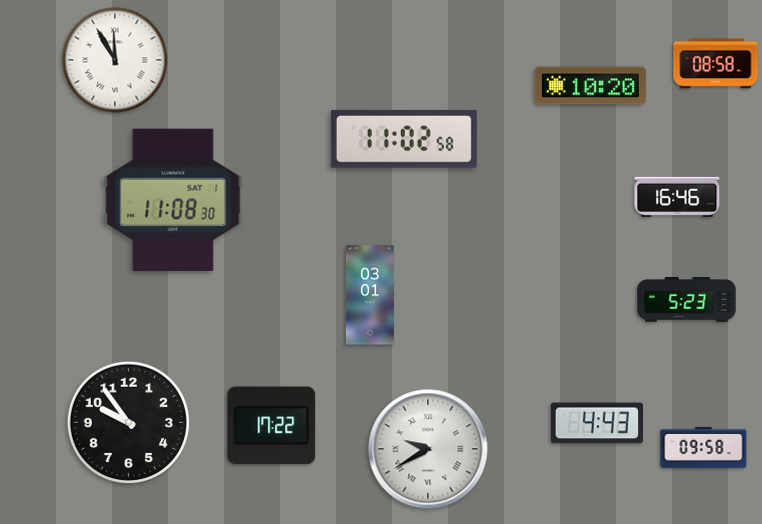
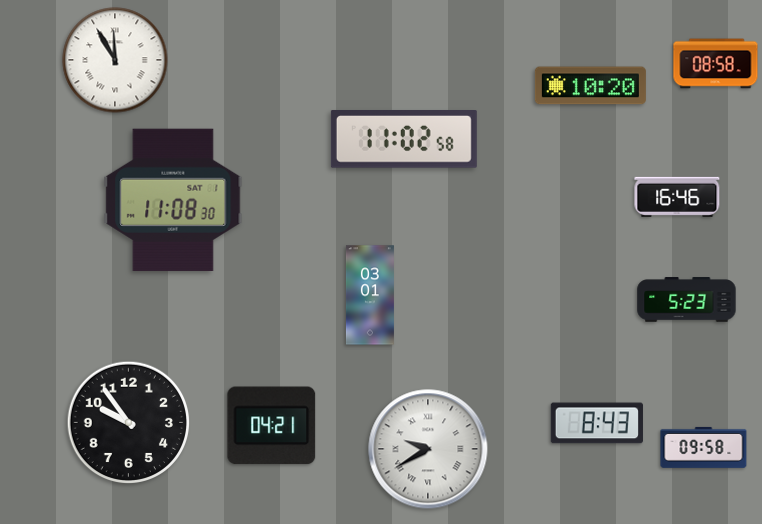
clock at (597, 423): 4:43 -> 8:43
clock at (272, 426): 17:22 -> 04:21
